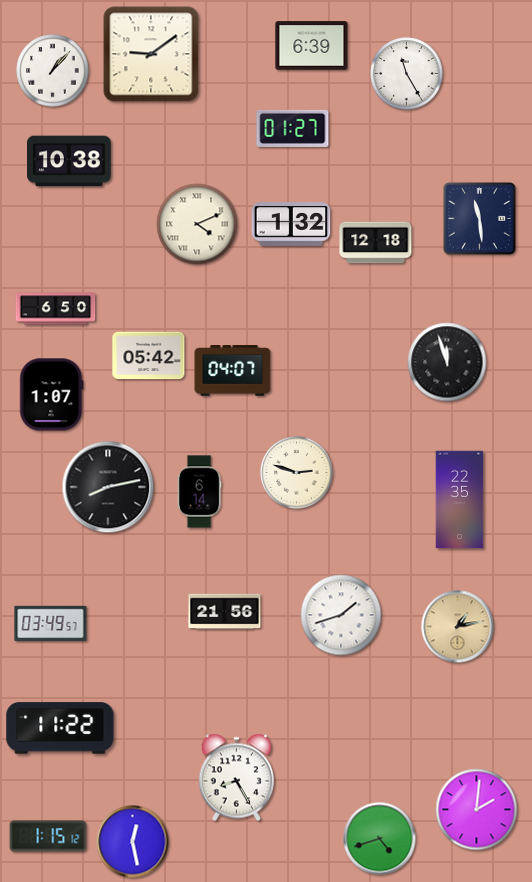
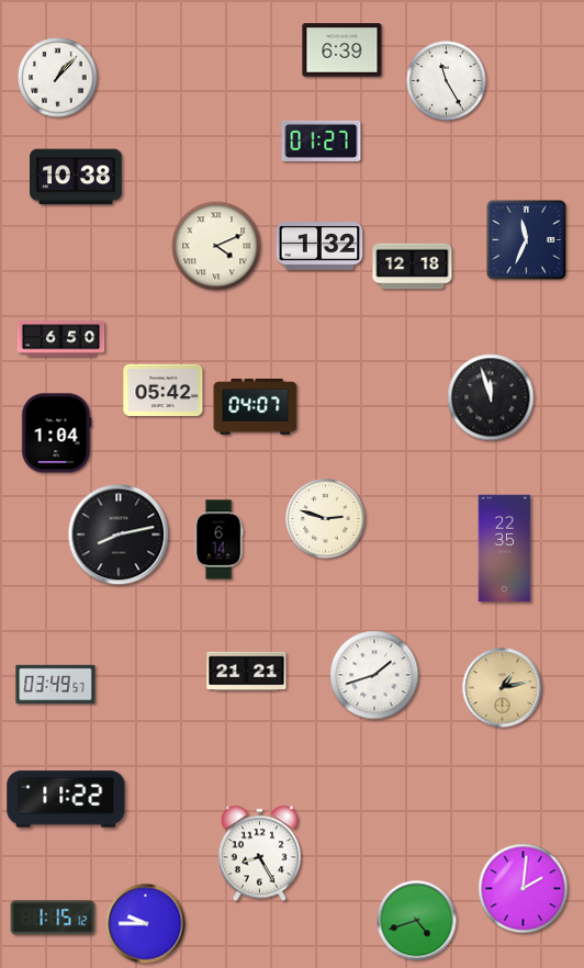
clock at (151, 54): 9:09 -> none
clock at (480, 219): 11:29 -> 11:34
clock at (51, 395): 1:07 -> 1:04
clock at (225, 612): 21:56 -> 21:21
clock at (133, 842): 12:28 -> 9:45
